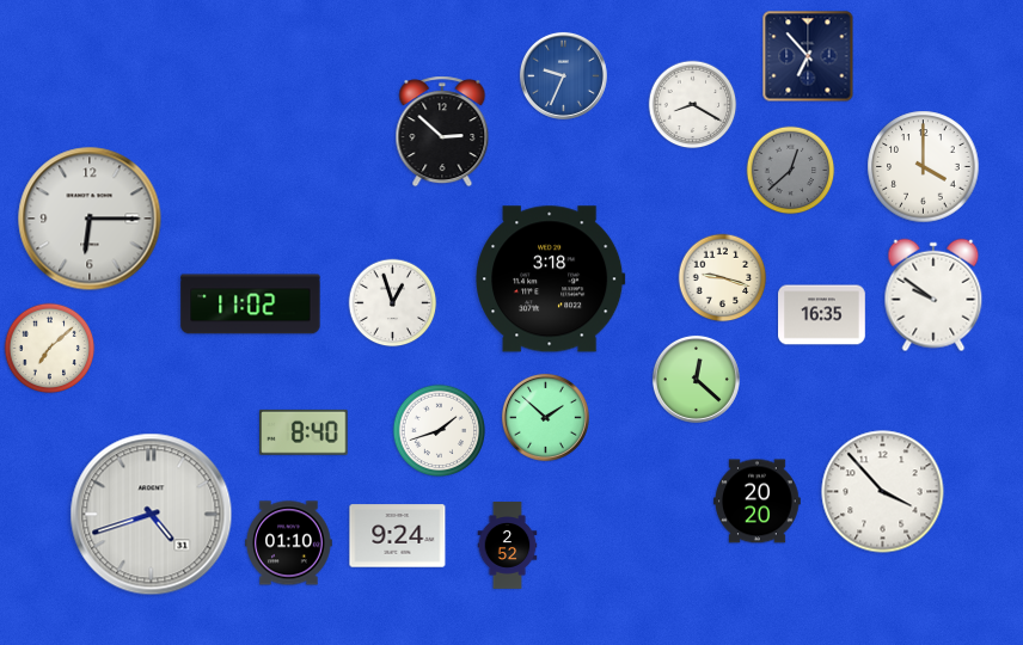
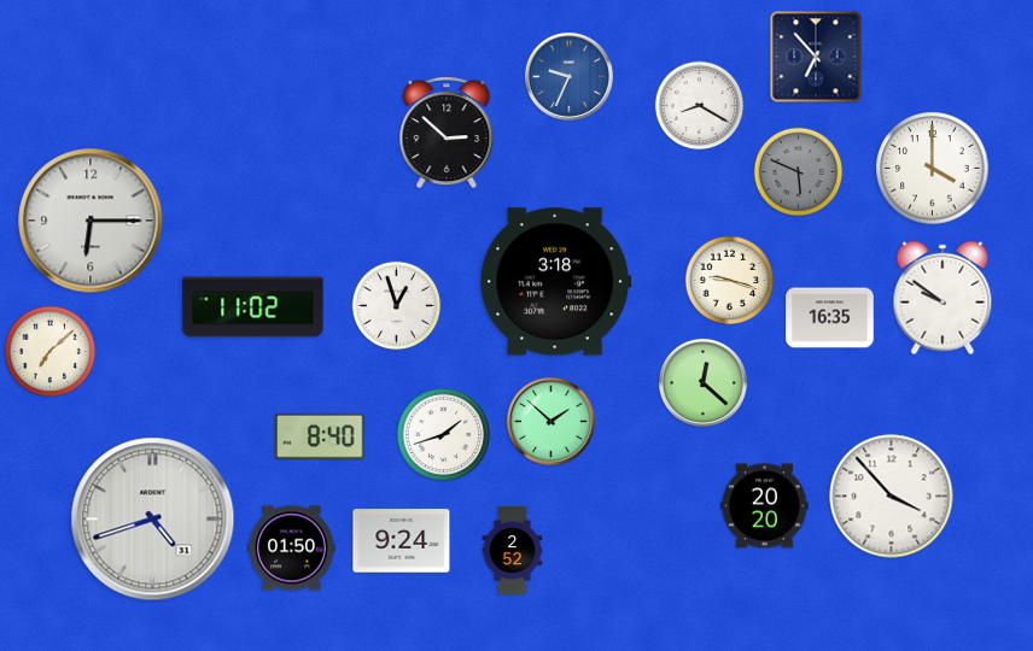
clock at (791, 171): 12:38 -> 5:49
clock at (305, 432) position: (305, 432) -> (321, 436)
clock at (289, 543): 01:10 -> 01:50
